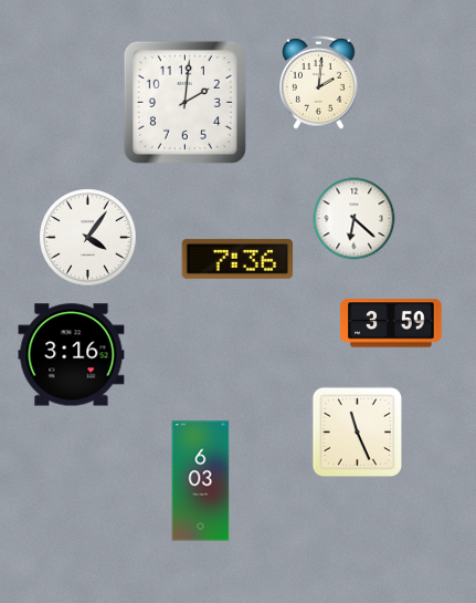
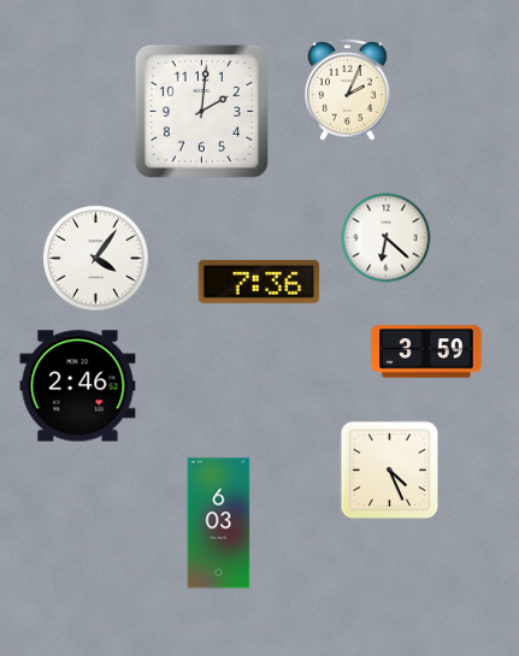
clock at (319, 82): 2:01 -> 2:04
clock at (72, 355): 3:16 -> 2:46
clock at (358, 433): 11:26 -> 4:26
